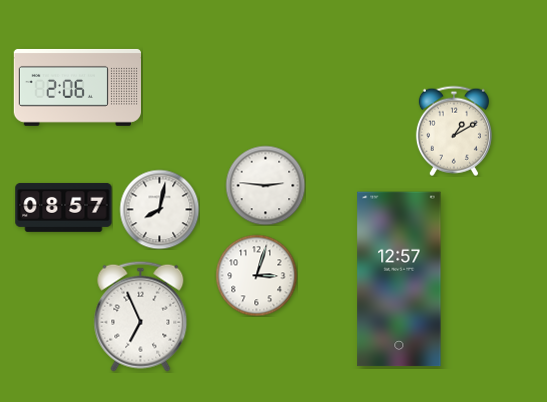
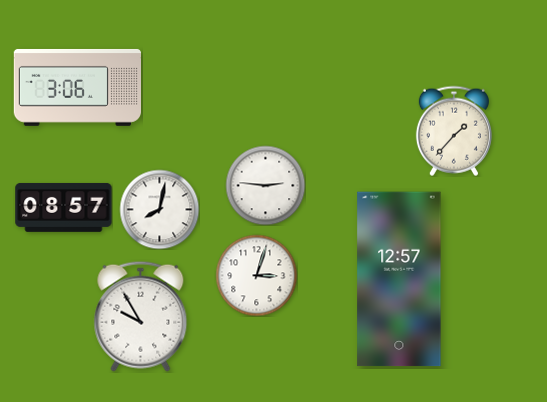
clock at (77, 88): 2:06 -> 3:06
clock at (454, 131): 1:10 -> 1:37
clock at (141, 316): 6:56 -> 9:55
